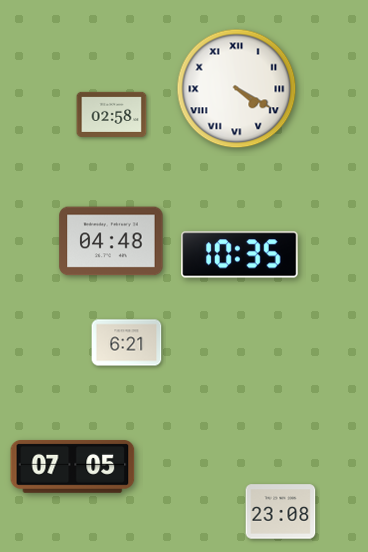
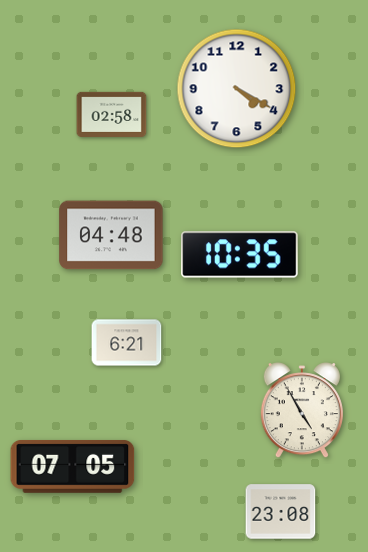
clock at (237, 89) numerals: Roman -> Arabic
clock at (111, 241) position: (111, 241) -> (111, 235)
clock at (302, 411): none -> 4:55
